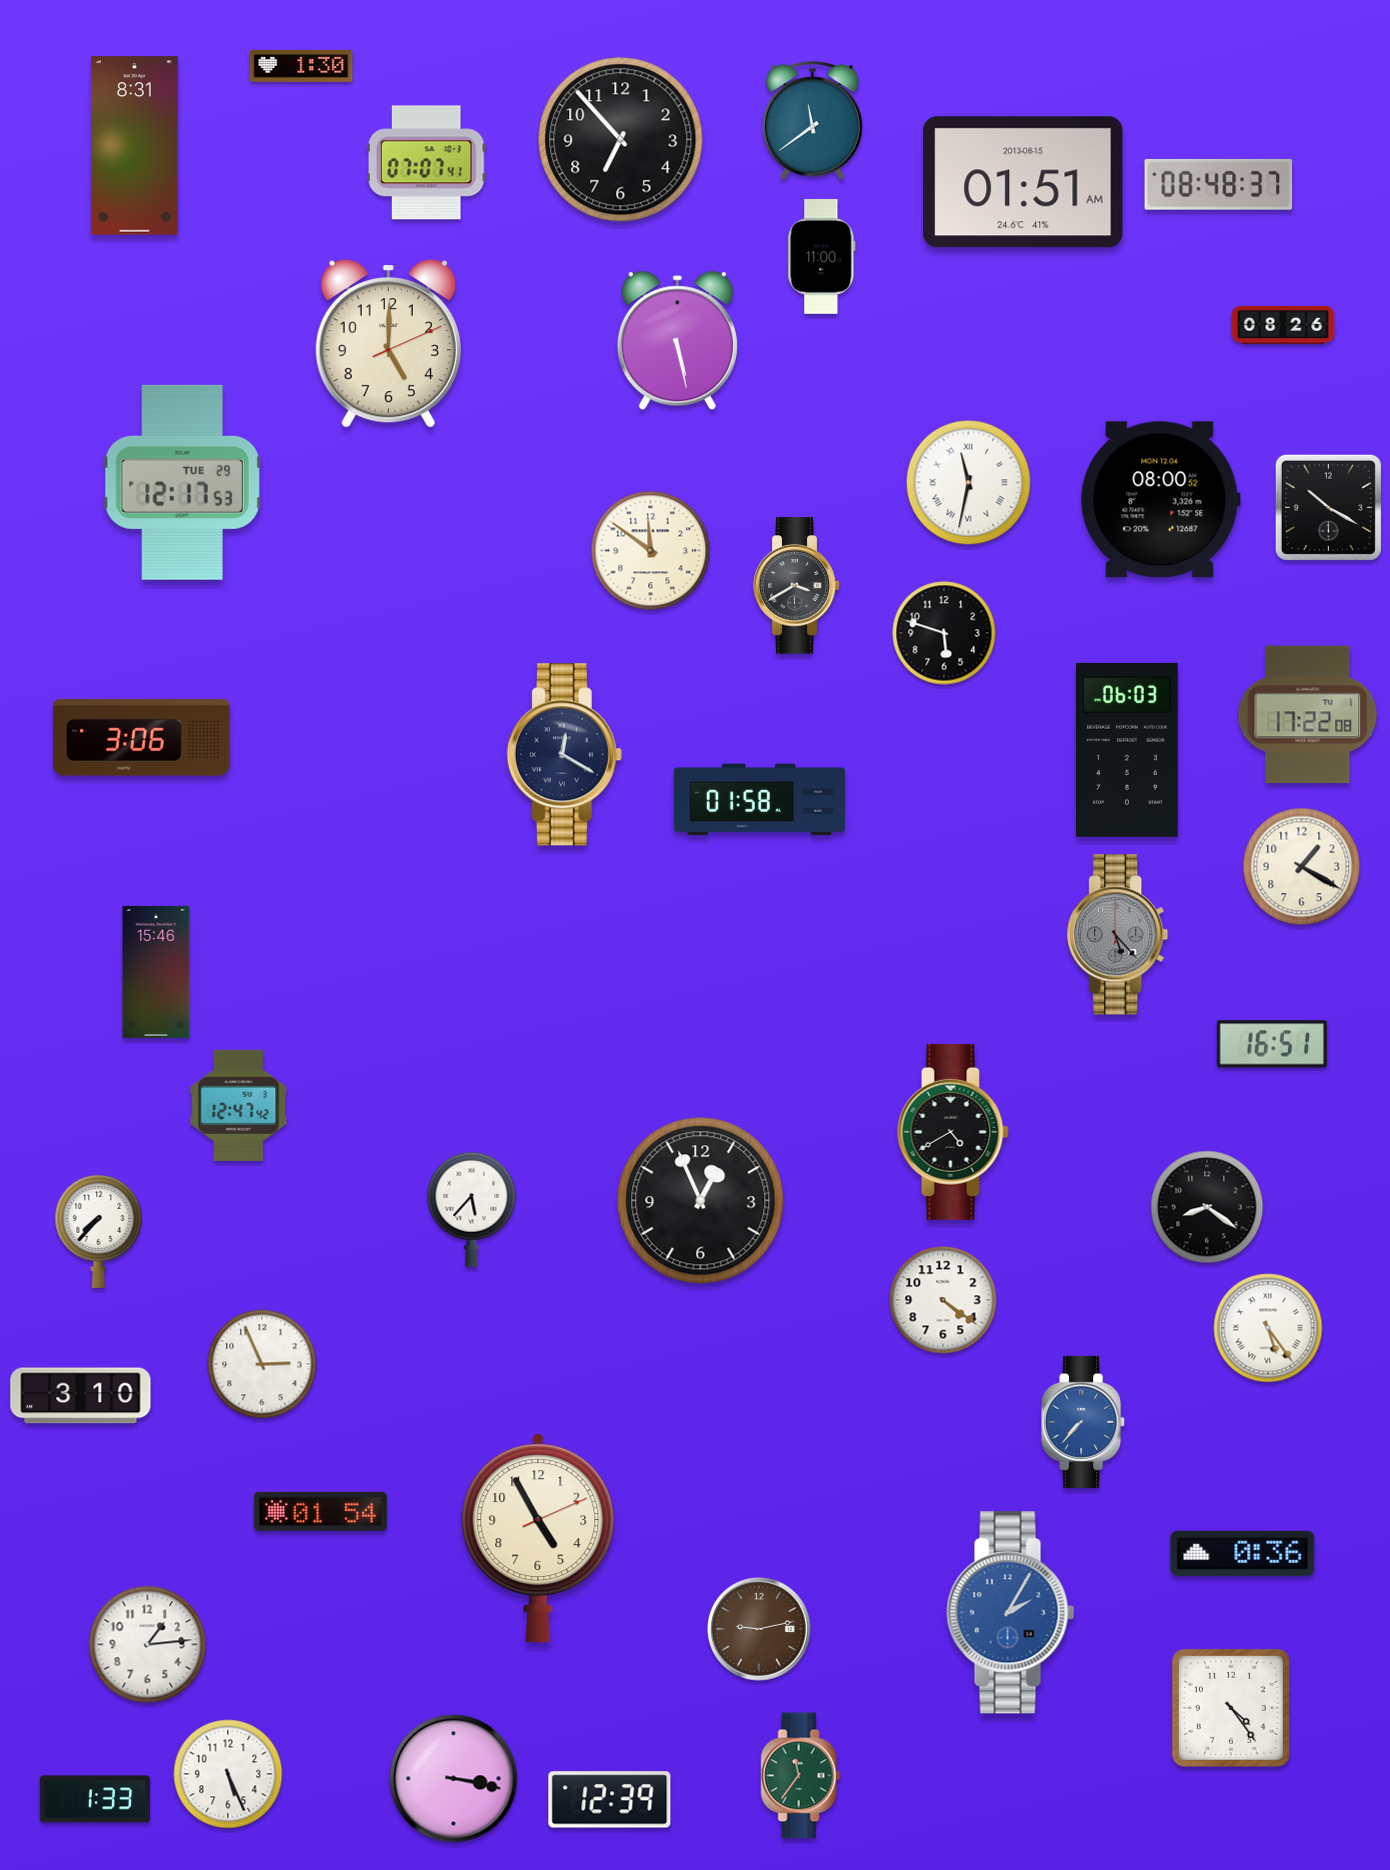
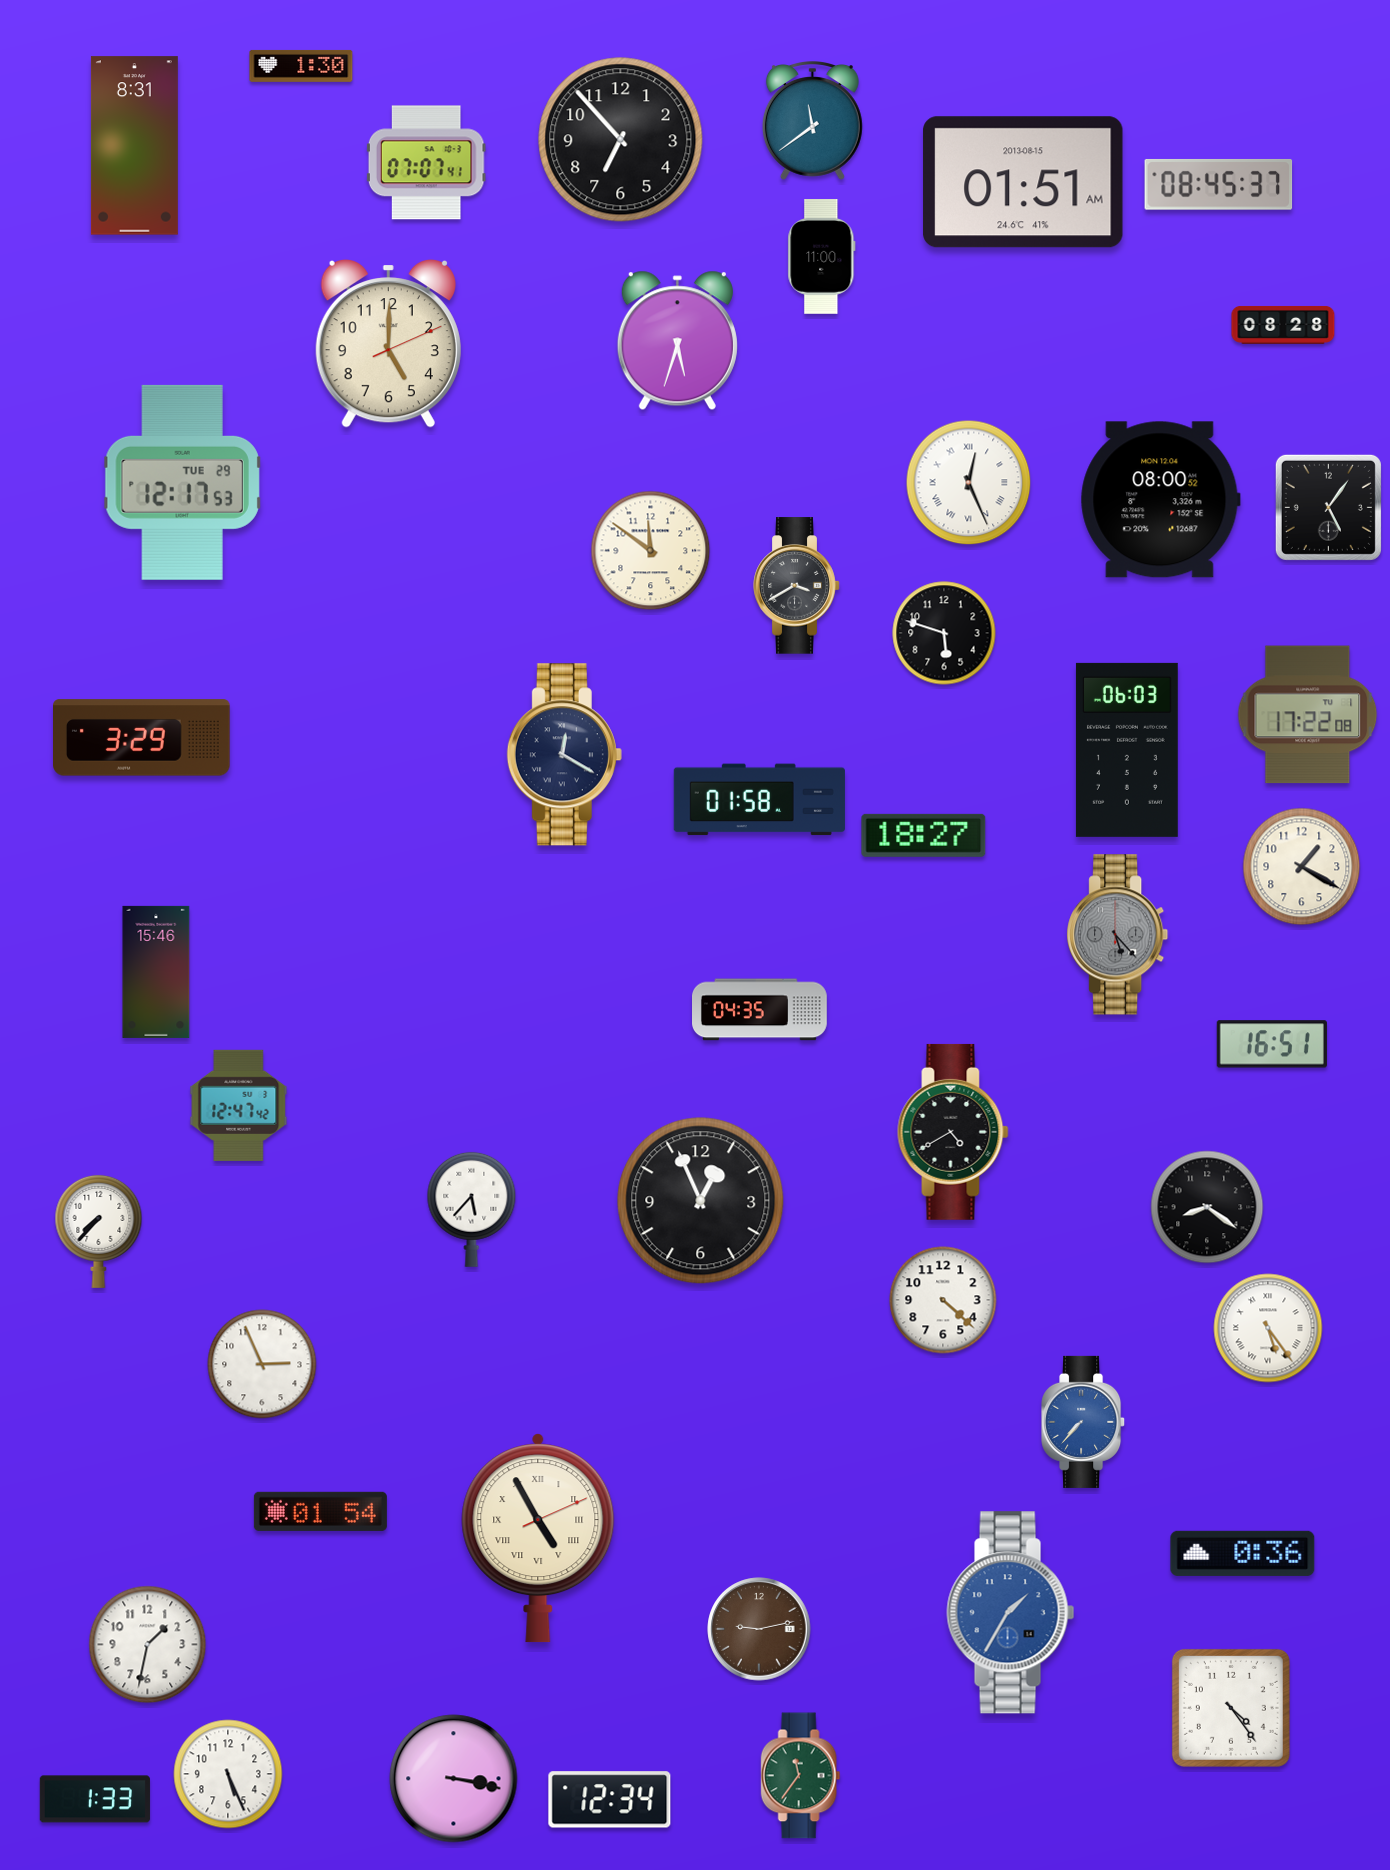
clock at (1219, 184): 08:48 -> 08:45
clock at (1283, 325): 08:26 -> 08:28
clock at (677, 341): 5:28 -> 5:33
clock at (969, 483): 11:32 -> 12:26
clock at (1328, 507): 10:20 -> 5:06
clock at (142, 738): 3:06 -> 3:29
clock at (924, 835): none -> 18:27
clock at (760, 1010): none -> 04:35
clock at (943, 1300): 4:21 -> 4:22
clock at (81, 1396): 3:10 -> none
clock at (538, 1538) numerals: Arabic -> Roman
clock at (1011, 1613): 2:05 -> 1:35
clock at (148, 1645): 1:14 -> 1:32
clock at (610, 1800): 12:39 -> 12:34
